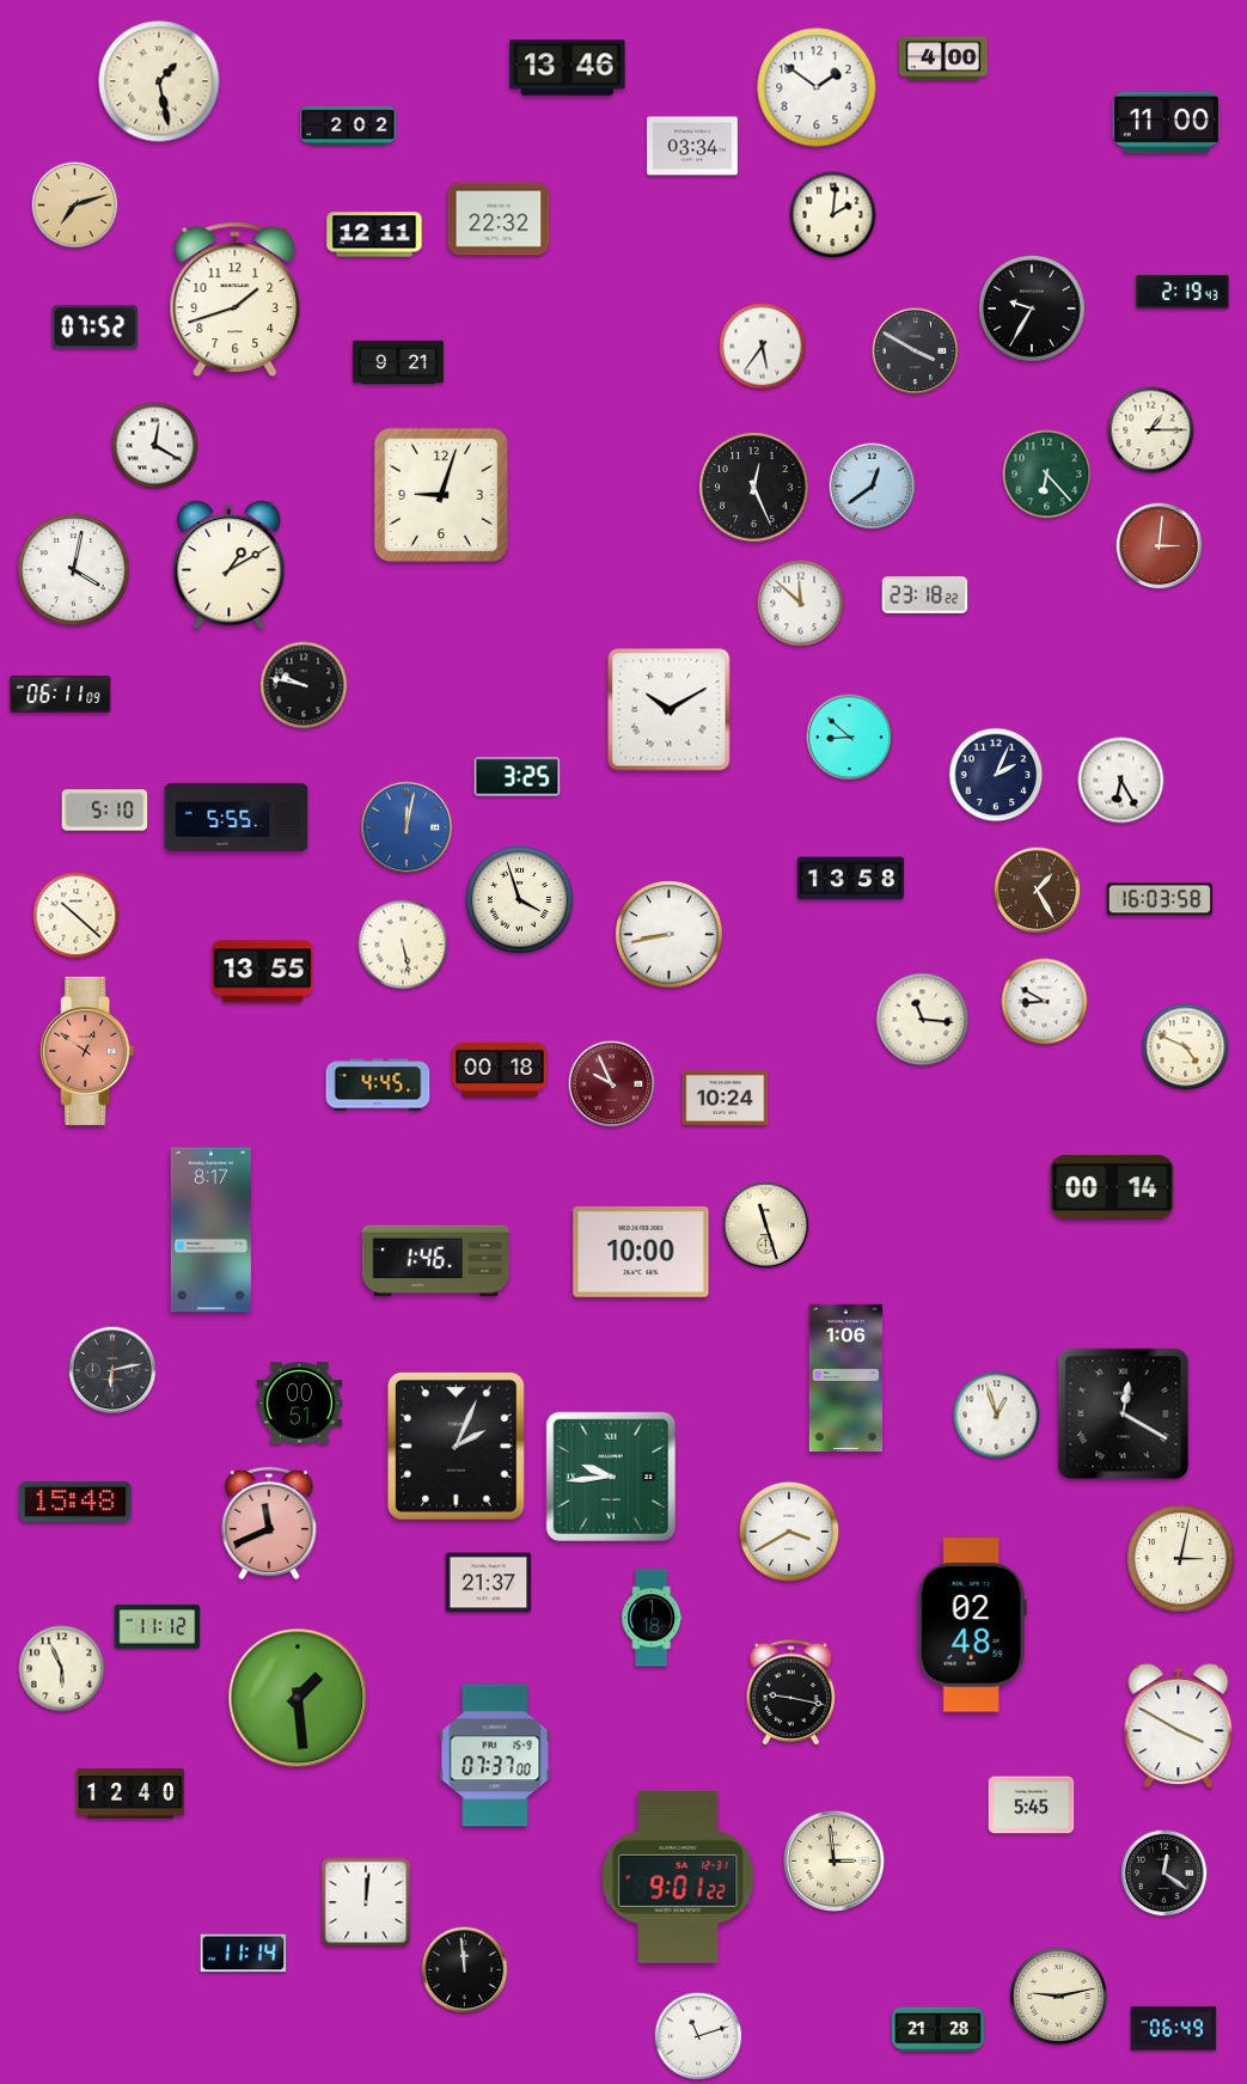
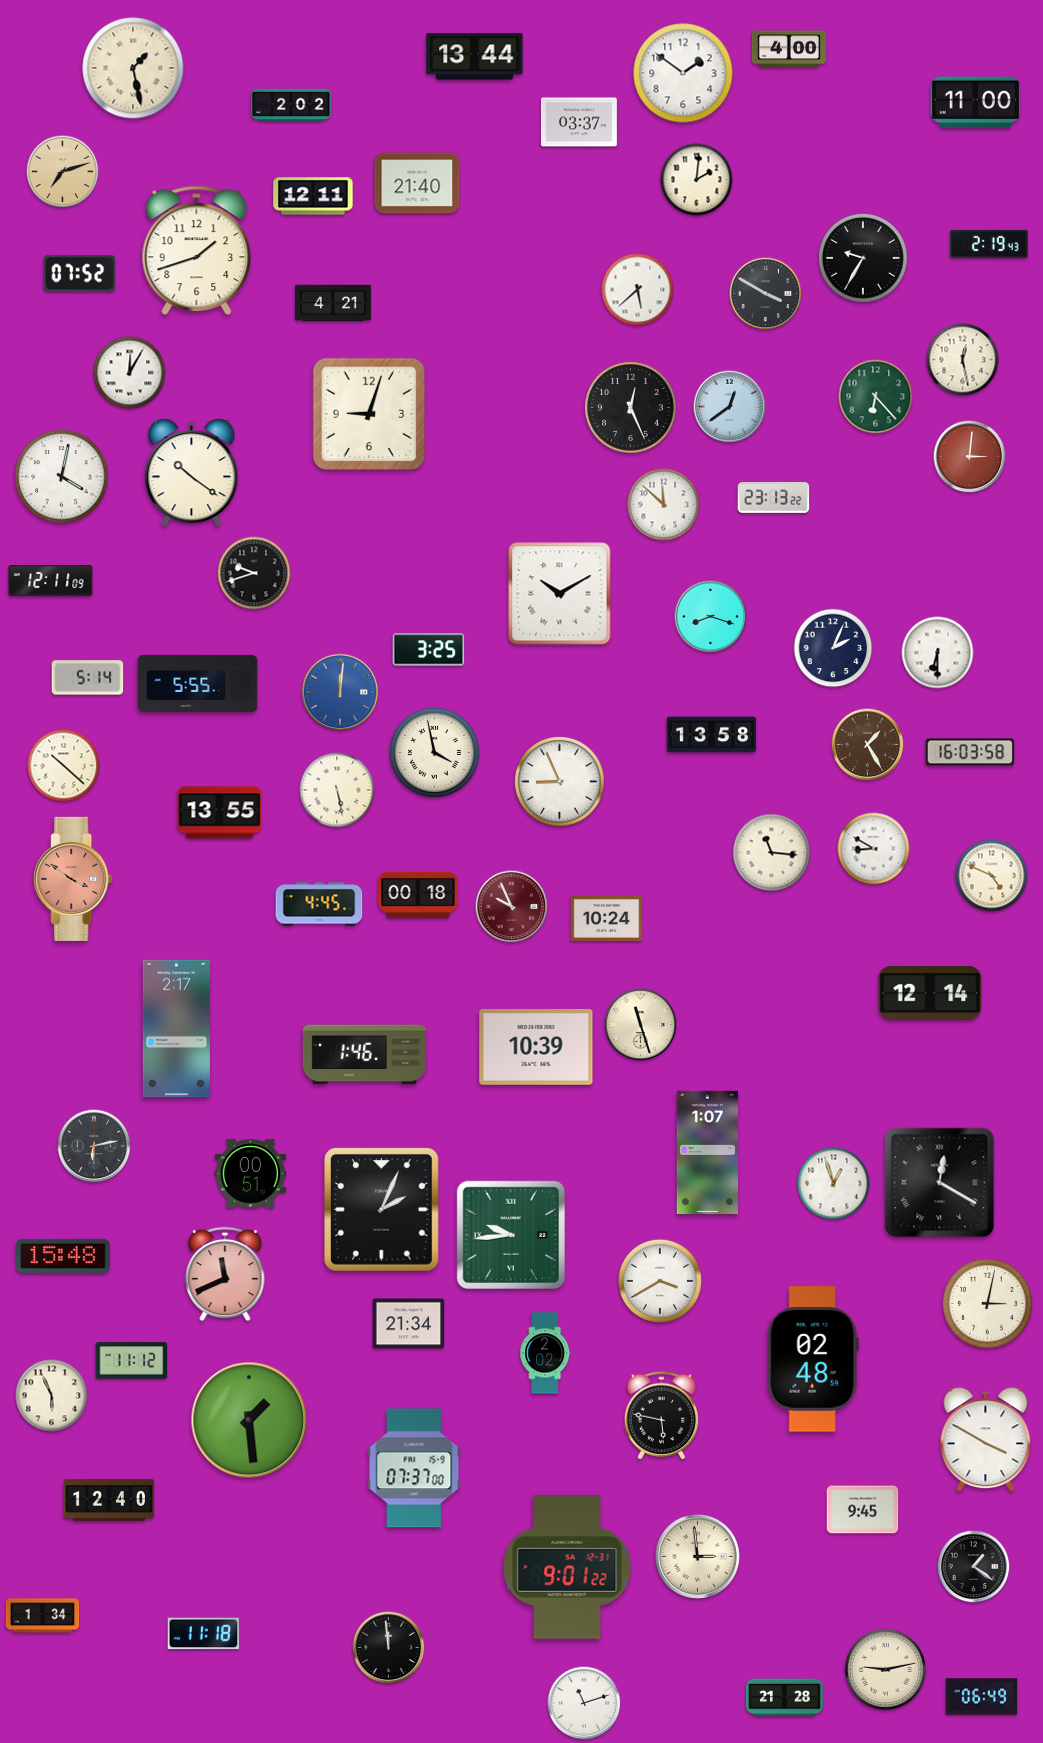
clock at (568, 68): 13:46 -> 13:44
clock at (692, 146): 03:34 -> 03:37
clock at (499, 219): 22:32 -> 21:40
clock at (763, 347): 5:36 -> 5:38
clock at (399, 362): 9:21 -> 4:21
clock at (1151, 430): 1:15 -> 12:28
clock at (155, 446): 12:20 -> 12:05
clock at (230, 566): 1:10 -> 10:21
clock at (925, 595): 23:18 -> 23:13
clock at (801, 604) position: (801, 604) -> (664, 505)
clock at (304, 685): 9:47 -> 9:42
clock at (61, 695): 06:11 -> 12:11
clock at (850, 738): 8:52 -> 8:18
clock at (518, 777) position: (518, 777) -> (429, 650)
clock at (1121, 781): 6:25 -> 6:30
clock at (105, 811): 5:10 -> 5:14
clock at (407, 827): 12:02 -> 12:01
clock at (520, 900): 3:57 -> 3:58
clock at (670, 935): 8:43 -> 8:56
clock at (1045, 1002) position: (1045, 1002) -> (874, 849)
clock at (87, 1051): 12:51 -> 3:51
clock at (378, 1084) position: (378, 1084) -> (319, 904)
clock at (1112, 1187): 00:14 -> 12:14
clock at (210, 1230): 8:17 -> 2:17
clock at (641, 1252): 10:00 -> 10:39
clock at (845, 1377): 1:06 -> 1:07
clock at (489, 1583): 21:37 -> 21:34
clock at (652, 1618): 1:18 -> 2:02
clock at (791, 1693): 9:17 -> 5:47
clock at (1179, 1727) position: (1179, 1727) -> (986, 1440)
clock at (1032, 1805): 5:45 -> 9:45
clock at (1165, 1874): 12:21 -> 1:21
clock at (678, 1877) position: (678, 1877) -> (567, 1567)
clock at (366, 1902): 12:01 -> none
clock at (43, 1616): none -> 1:34
clock at (244, 1954): 11:14 -> 11:18
